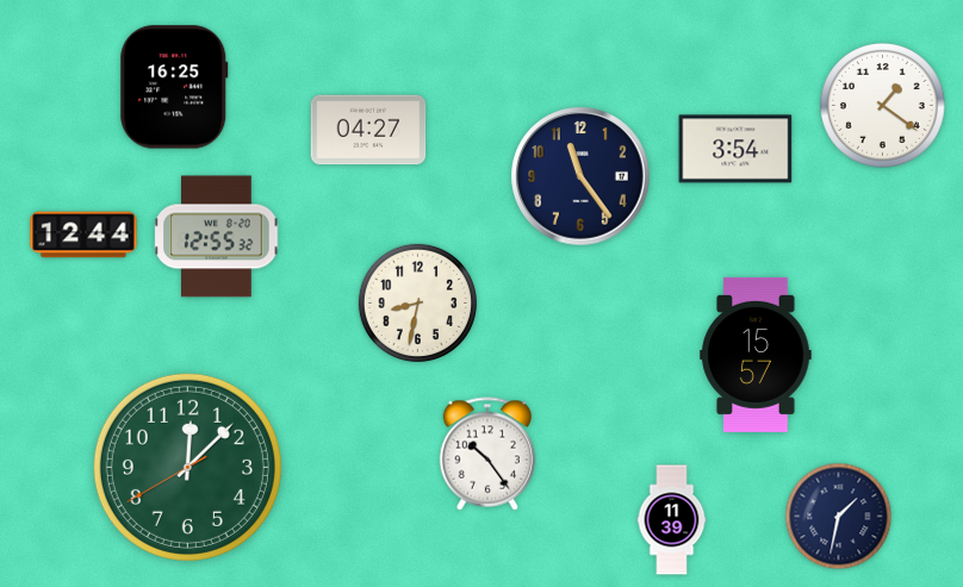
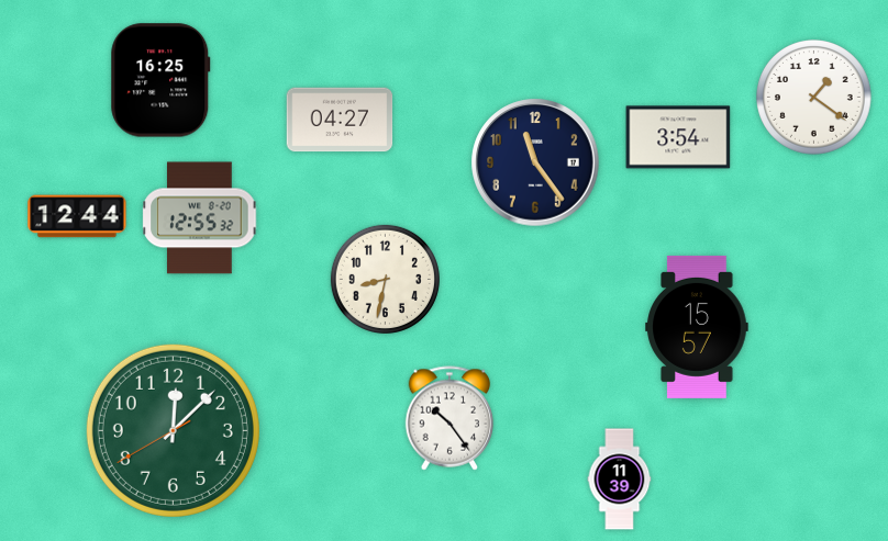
clock at (839, 517): 1:32 -> none
